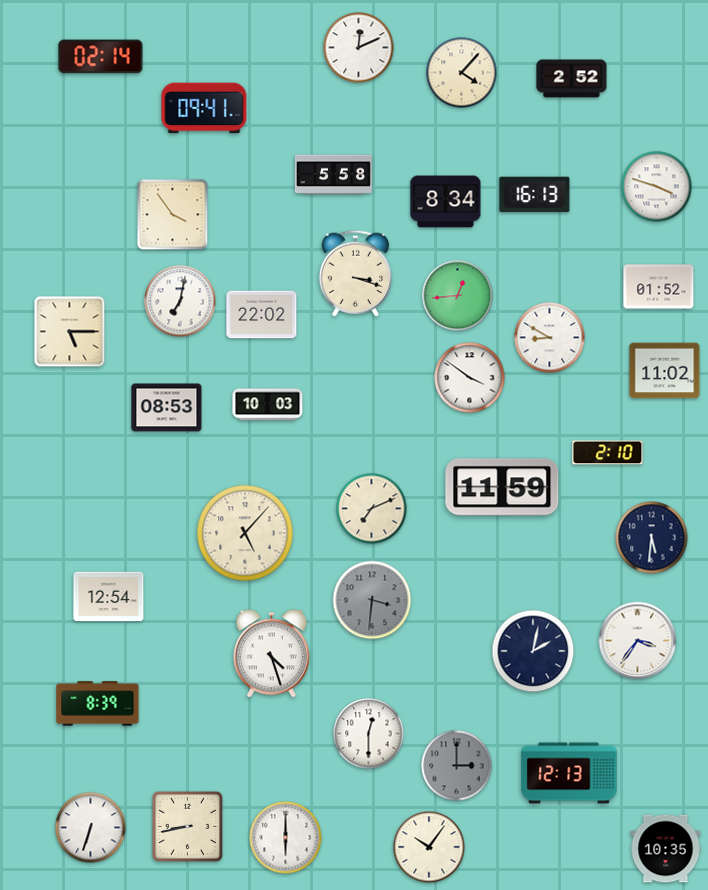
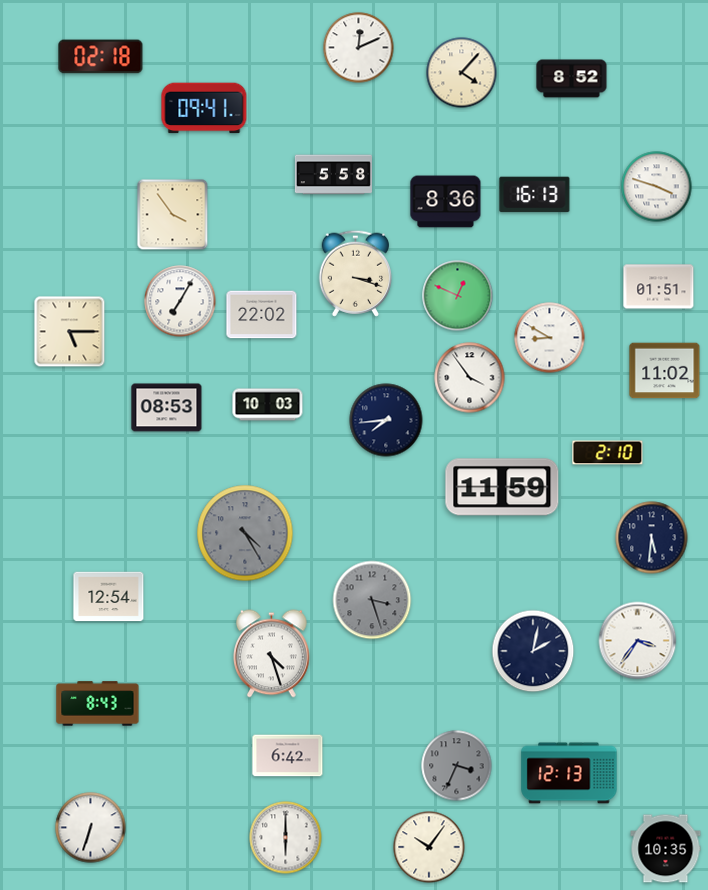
clock at (101, 57): 02:14 -> 02:18
clock at (572, 79): 2:52 -> 8:52
clock at (446, 202): 8:34 -> 8:36
clock at (659, 287): 01:52 -> 01:51
clock at (458, 296): 12:44 -> 12:49
clock at (180, 301): 7:02 -> 7:05
clock at (470, 378): 3:51 -> 3:54
clock at (386, 420): none -> 7:44
clock at (372, 509): 7:11 -> none
clock at (245, 533): 5:07 -> 4:25
clock at (245, 533) dial: cream -> grey
clock at (372, 600): 3:31 -> 3:27
clock at (98, 704): 8:39 -> 8:43
clock at (369, 734): 12:30 -> none
clock at (288, 756): none -> 6:42
clock at (457, 766): 3:00 -> 3:34
clock at (188, 827): 8:43 -> none
